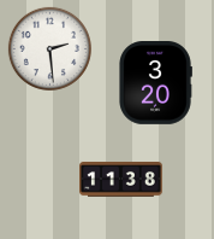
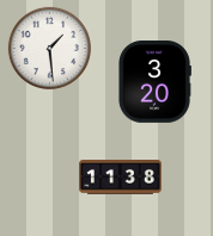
clock at (49, 48): 2:29 -> 1:29
